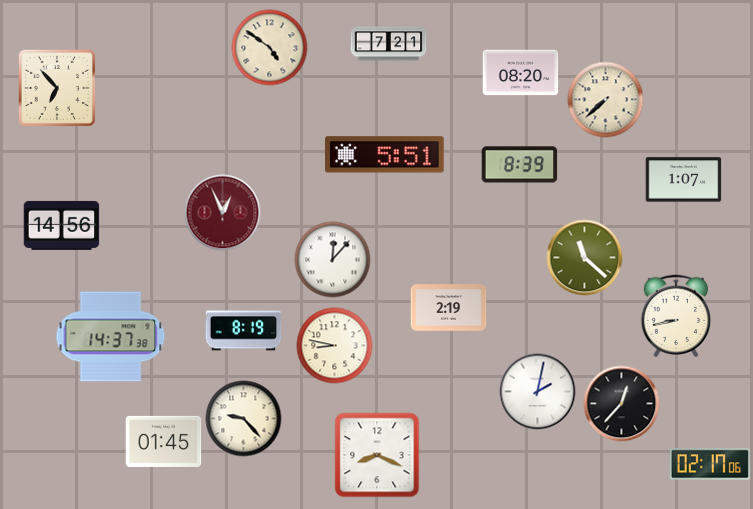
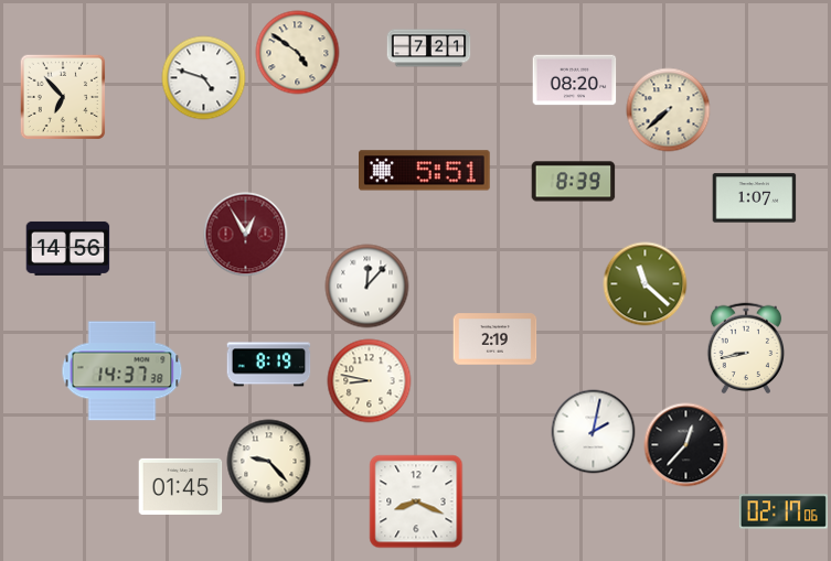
clock at (204, 78): none -> 4:48
clock at (223, 213): 12:56 -> 12:55
